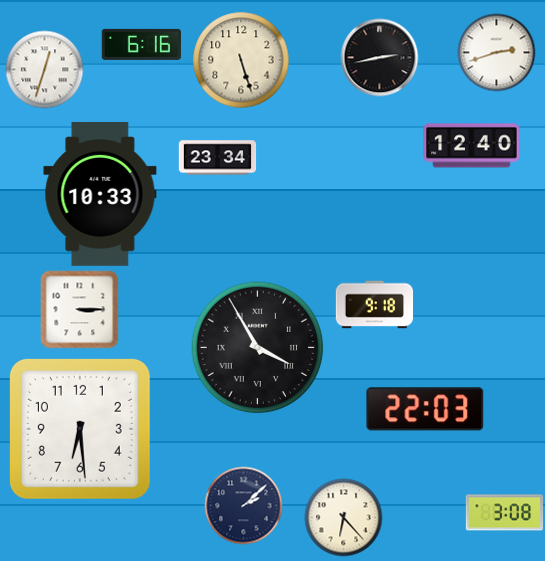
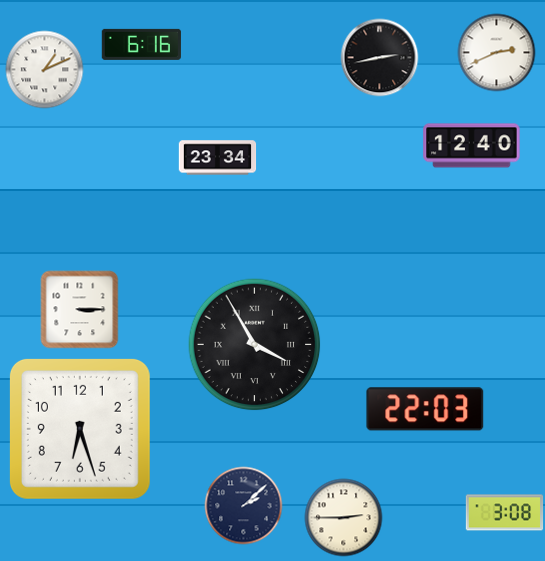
clock at (496, 52): 2:42 -> 2:41
clock at (241, 60): 5:27 -> none
clock at (44, 69): 12:33 -> 1:11
clock at (100, 194): 10:33 -> none
clock at (374, 305): 9:18 -> none
clock at (258, 348) position: (258, 348) -> (255, 345)
clock at (80, 429): 6:29 -> 6:27
clock at (343, 517): 6:23 -> 2:45
